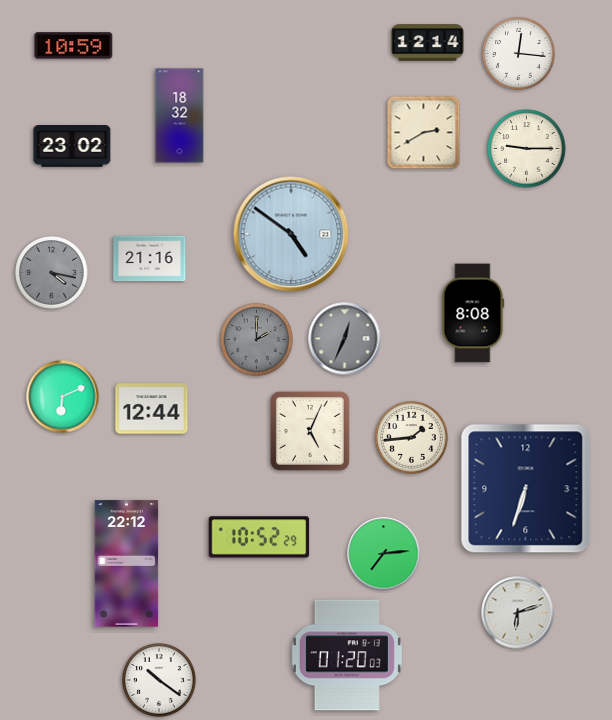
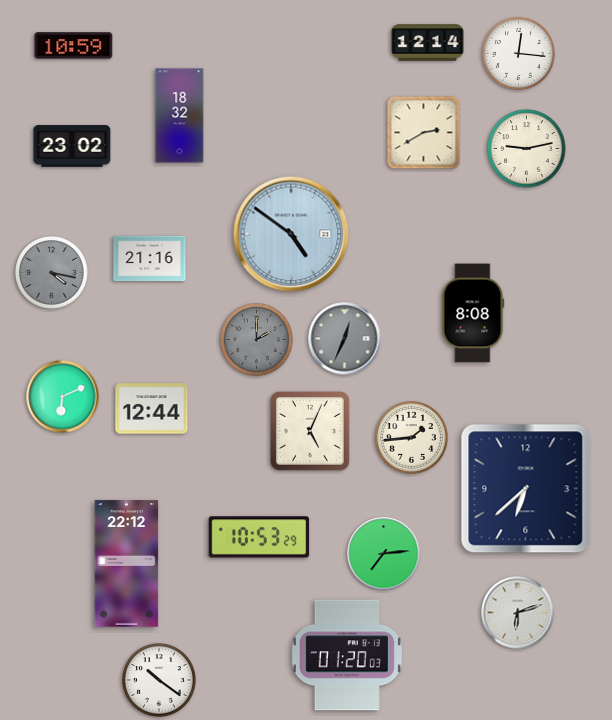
clock at (527, 149): 9:15 -> 9:13
clock at (526, 489): 6:33 -> 6:38
clock at (259, 537): 10:52 -> 10:53
